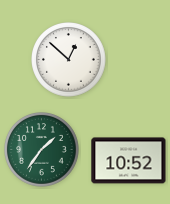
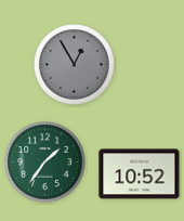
clock at (69, 60): 12:52 -> 12:55
clock at (69, 60) dial: white -> grey
